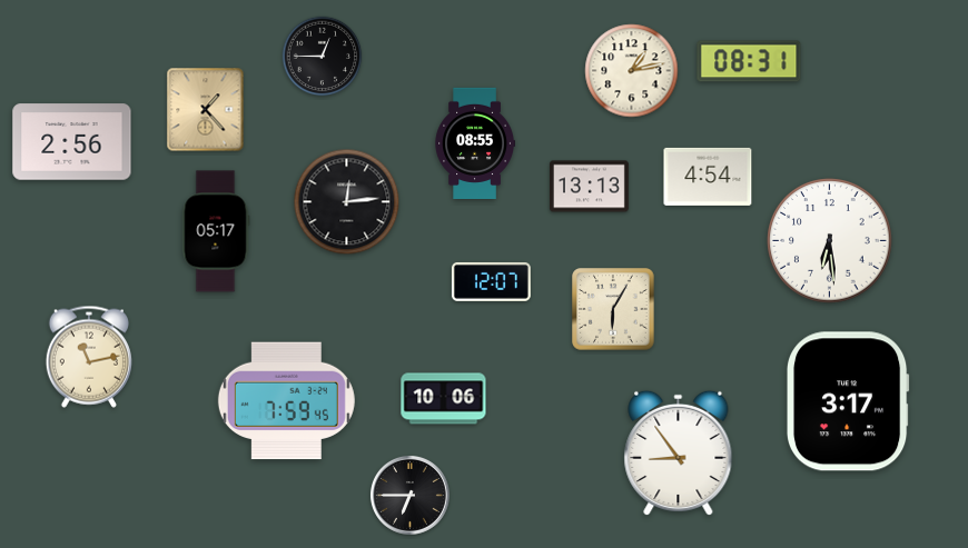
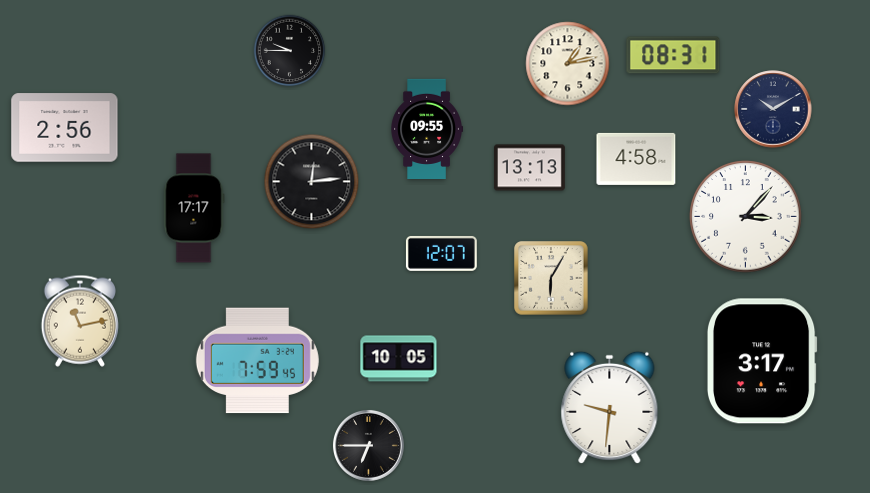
clock at (323, 57): 12:45 -> 9:45
clock at (206, 110): 1:23 -> none
clock at (773, 109): none -> 10:10
clock at (474, 142): 08:55 -> 09:55
clock at (708, 177): 4:54 -> 4:58
clock at (216, 231): 05:17 -> 17:17
clock at (830, 241): 6:29 -> 3:07
clock at (444, 399): 10:06 -> 10:05
clock at (679, 454): 8:54 -> 9:31
